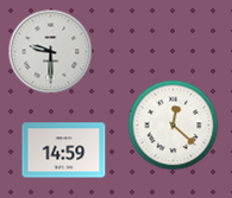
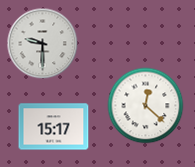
clock at (64, 151): 14:59 -> 15:17
